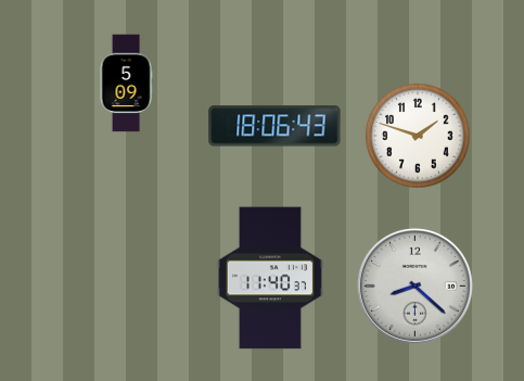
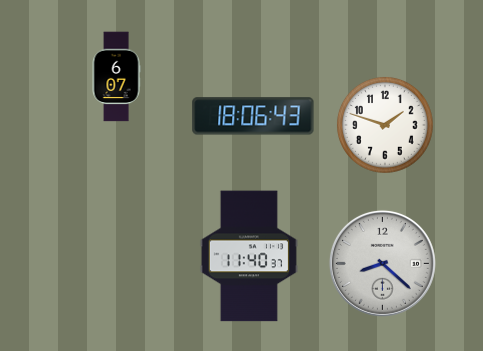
clock at (126, 84): 5:09 -> 6:07
